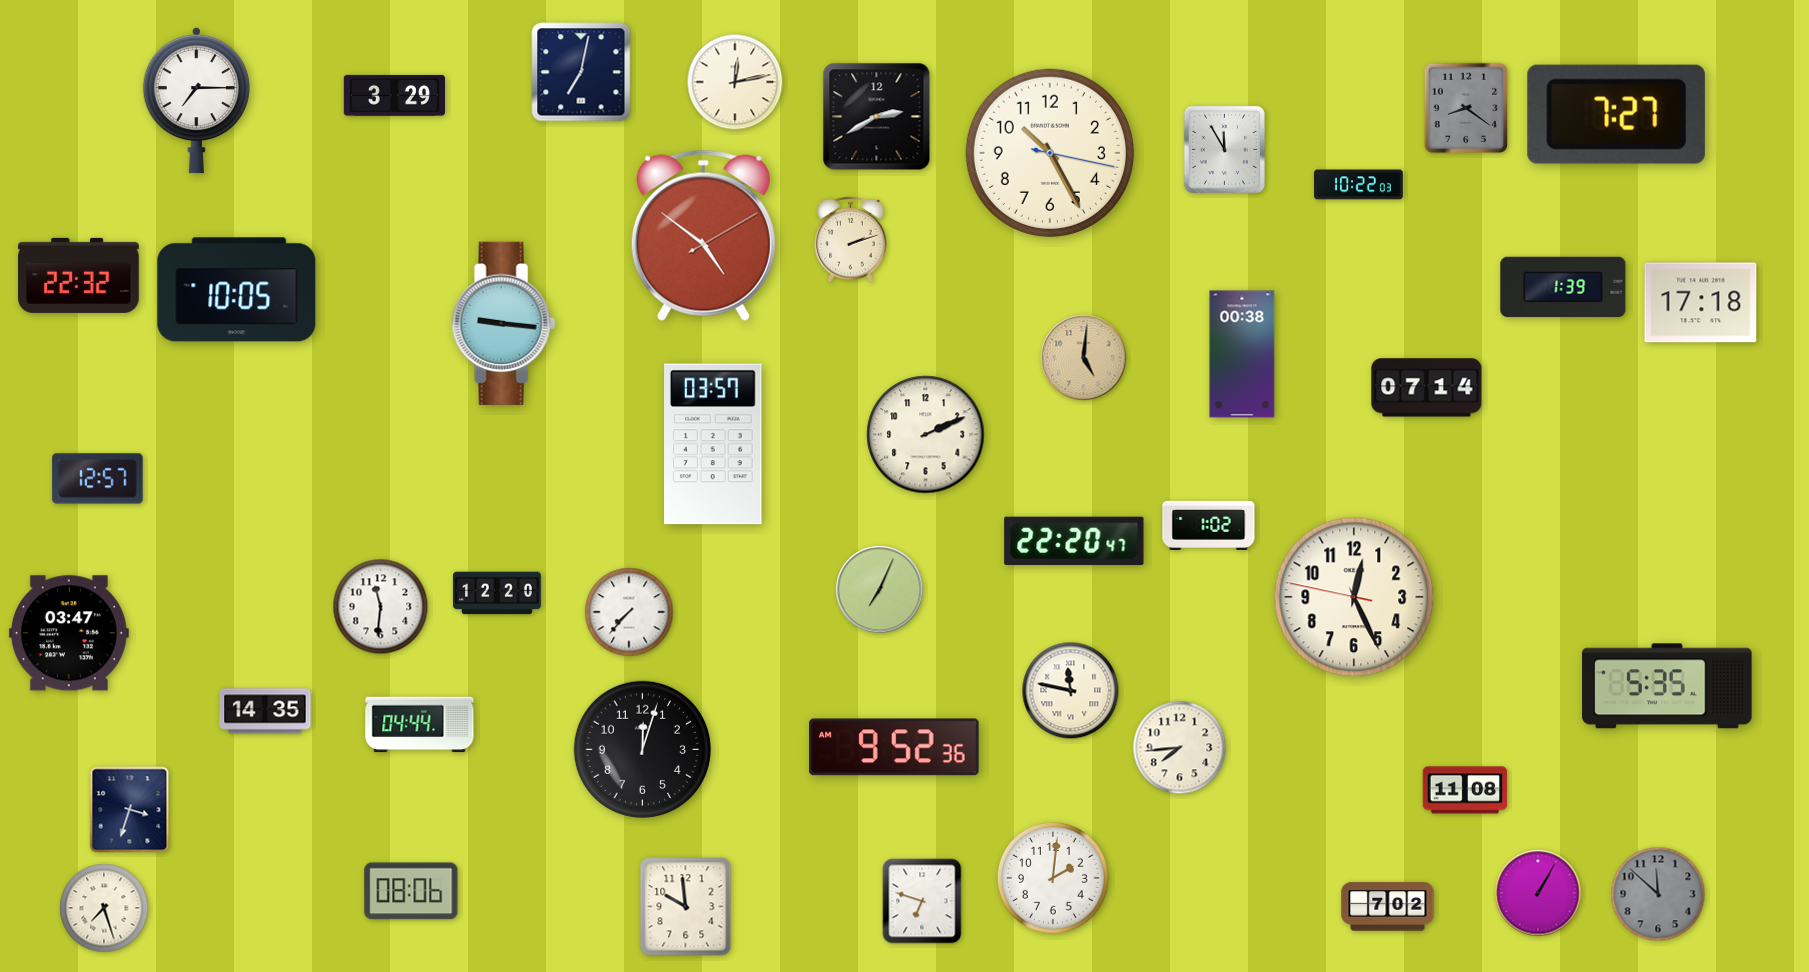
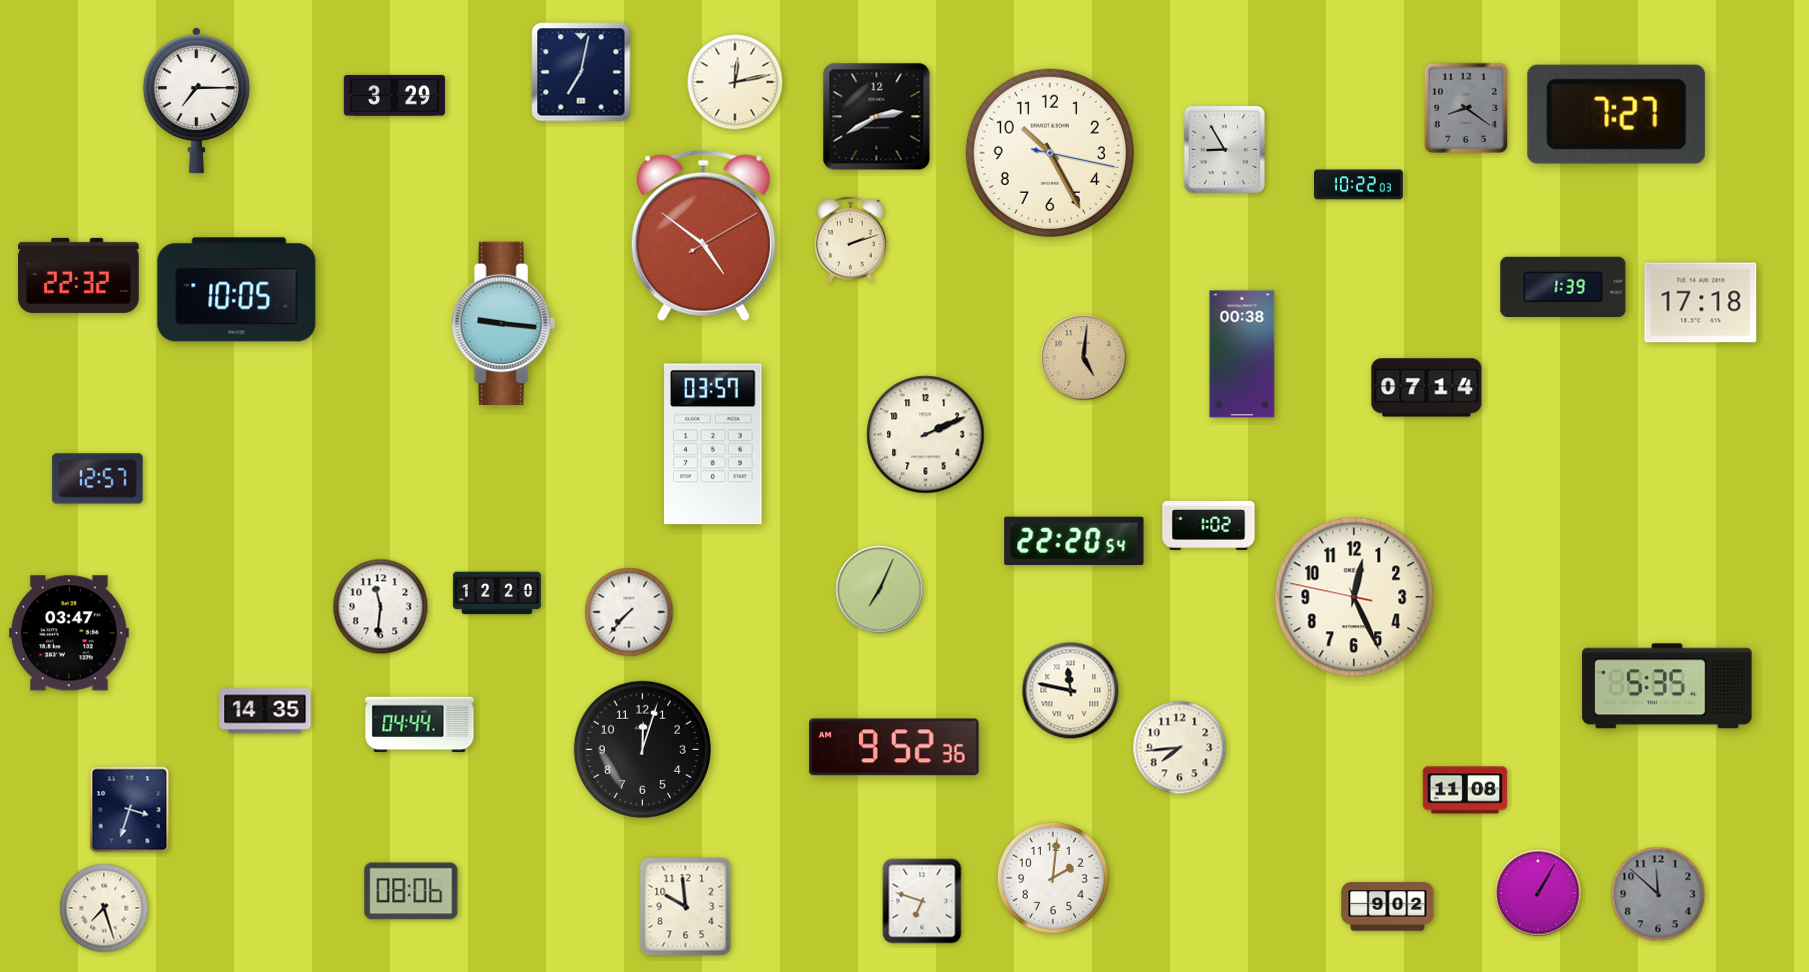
clock at (1224, 149): 11:55 -> 8:55
clock at (1074, 540): 22:20:47 -> 22:20:54
clock at (1388, 907): 7:02 -> 9:02
